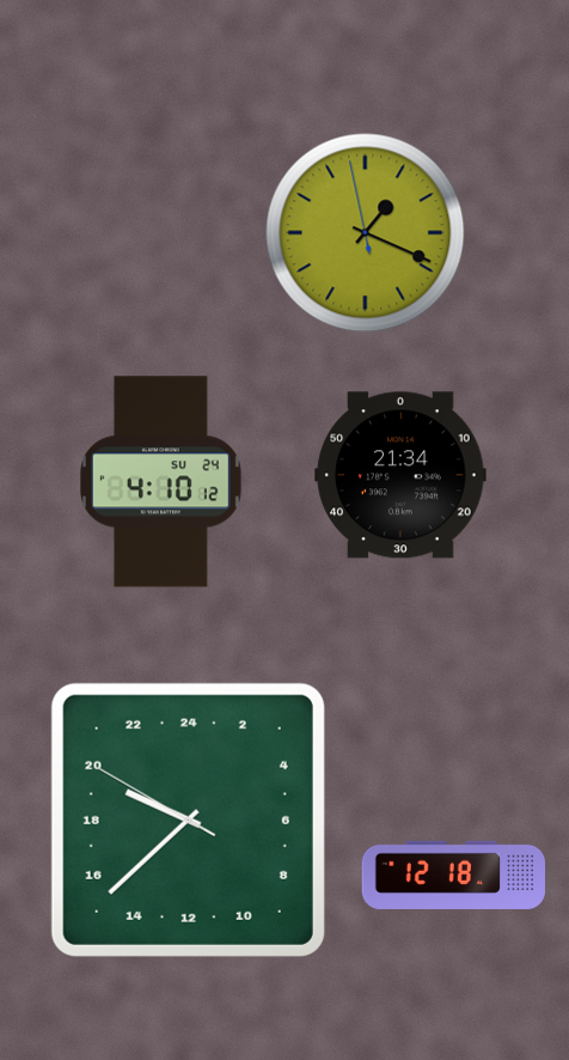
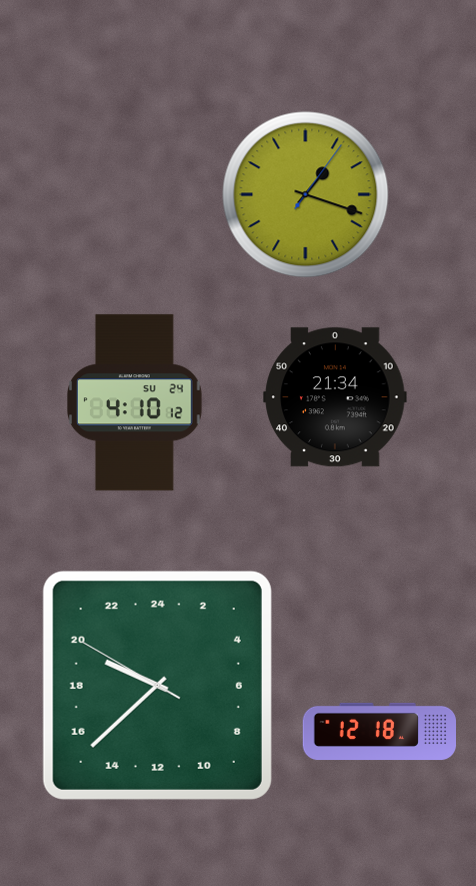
clock at (366, 233): 1:18:58 -> 1:18:06
